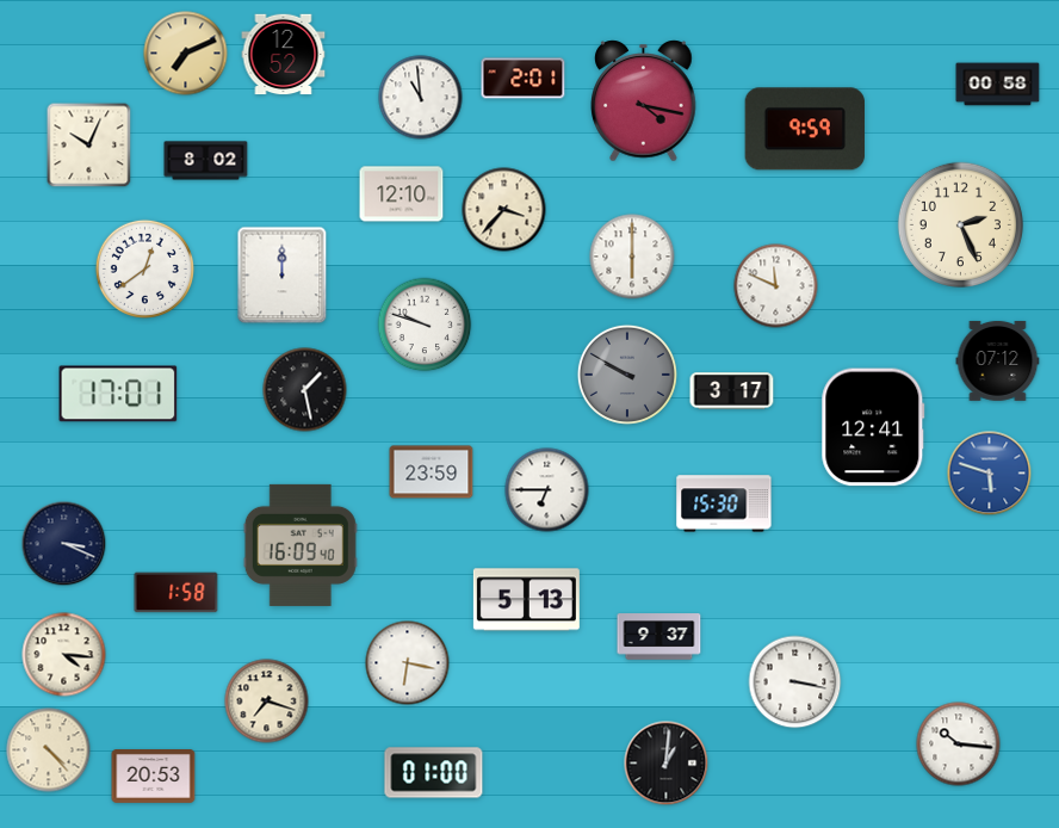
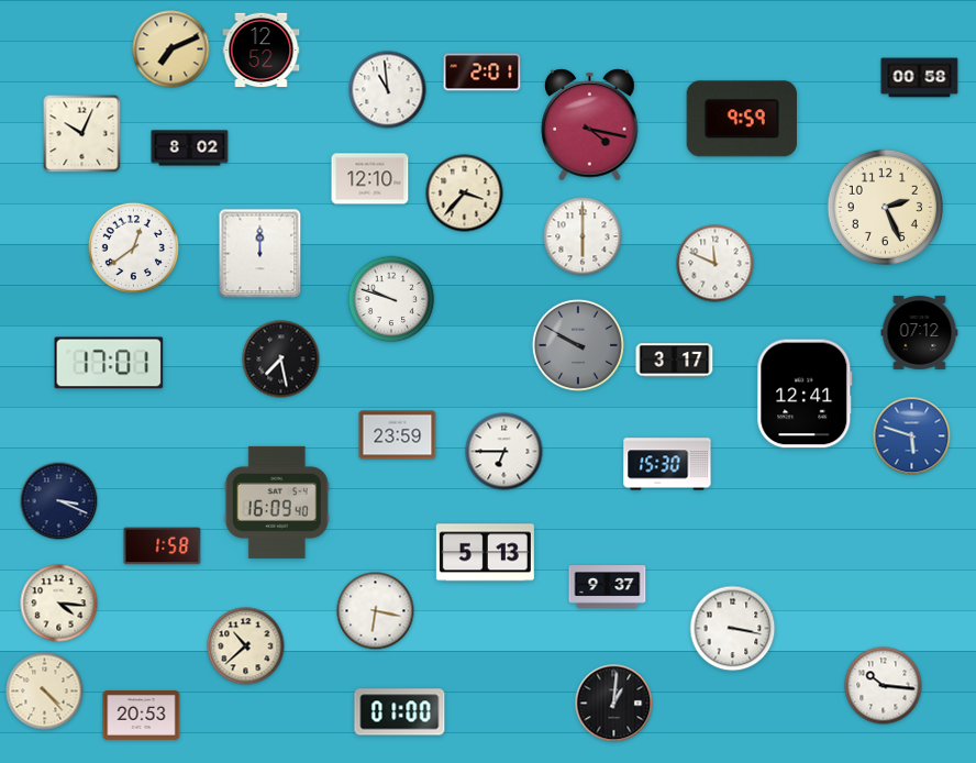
clock at (644, 101) position: (644, 101) -> (590, 125)
clock at (305, 390): 1:28 -> 7:28
clock at (267, 702): 7:18 -> 10:38
